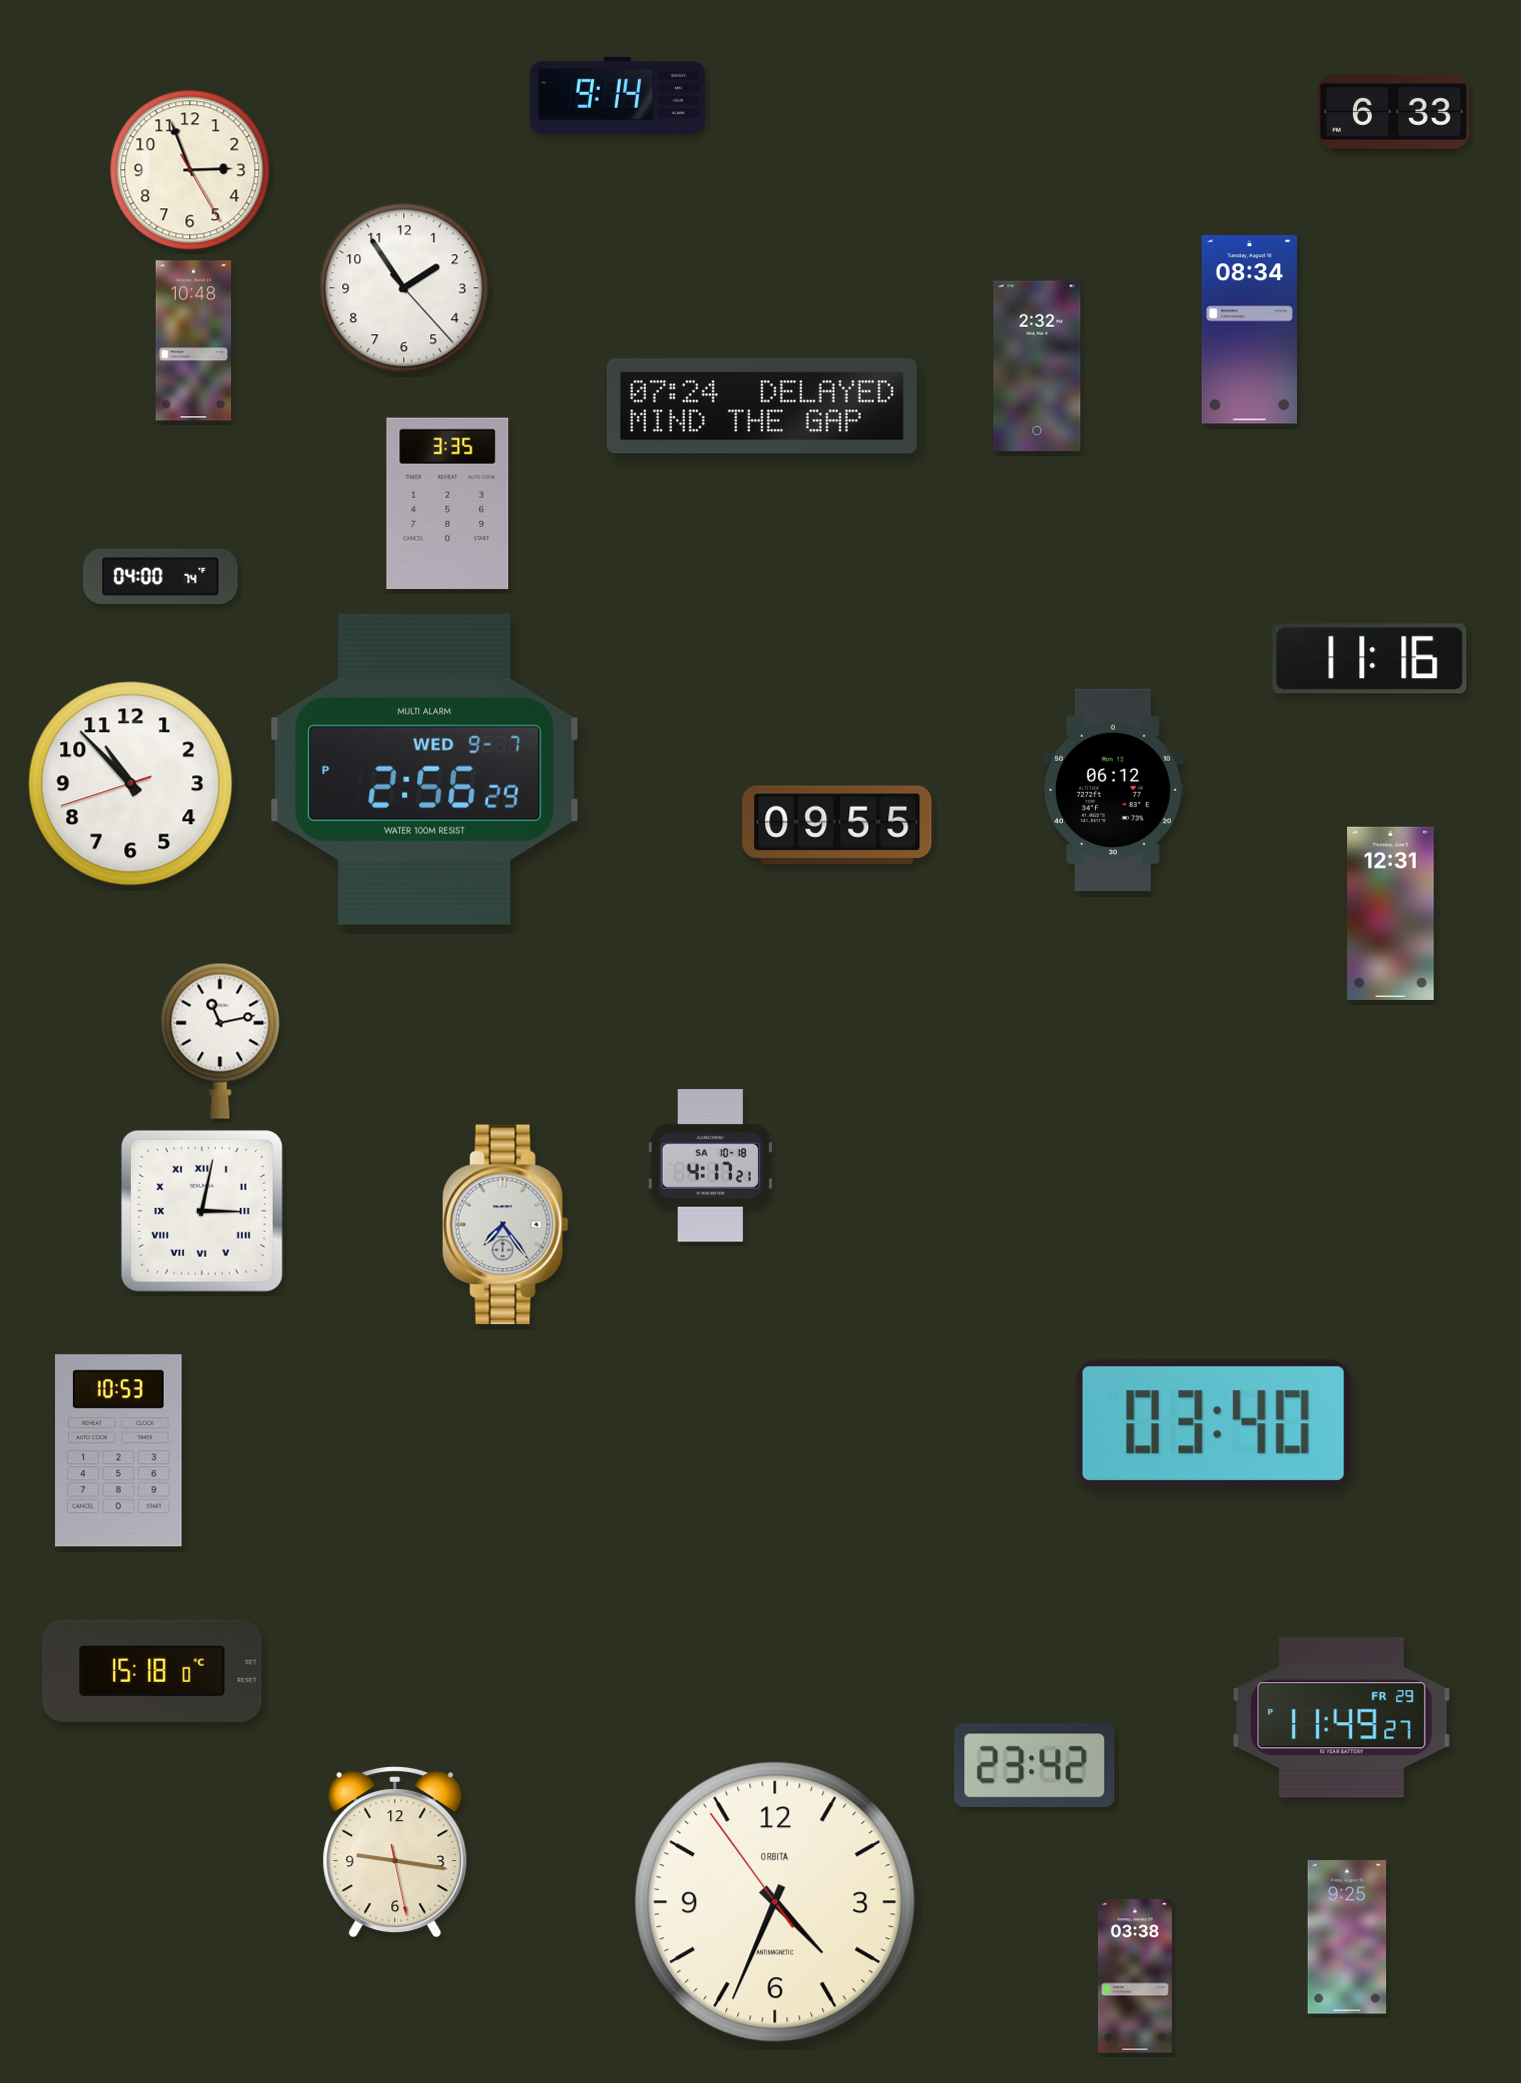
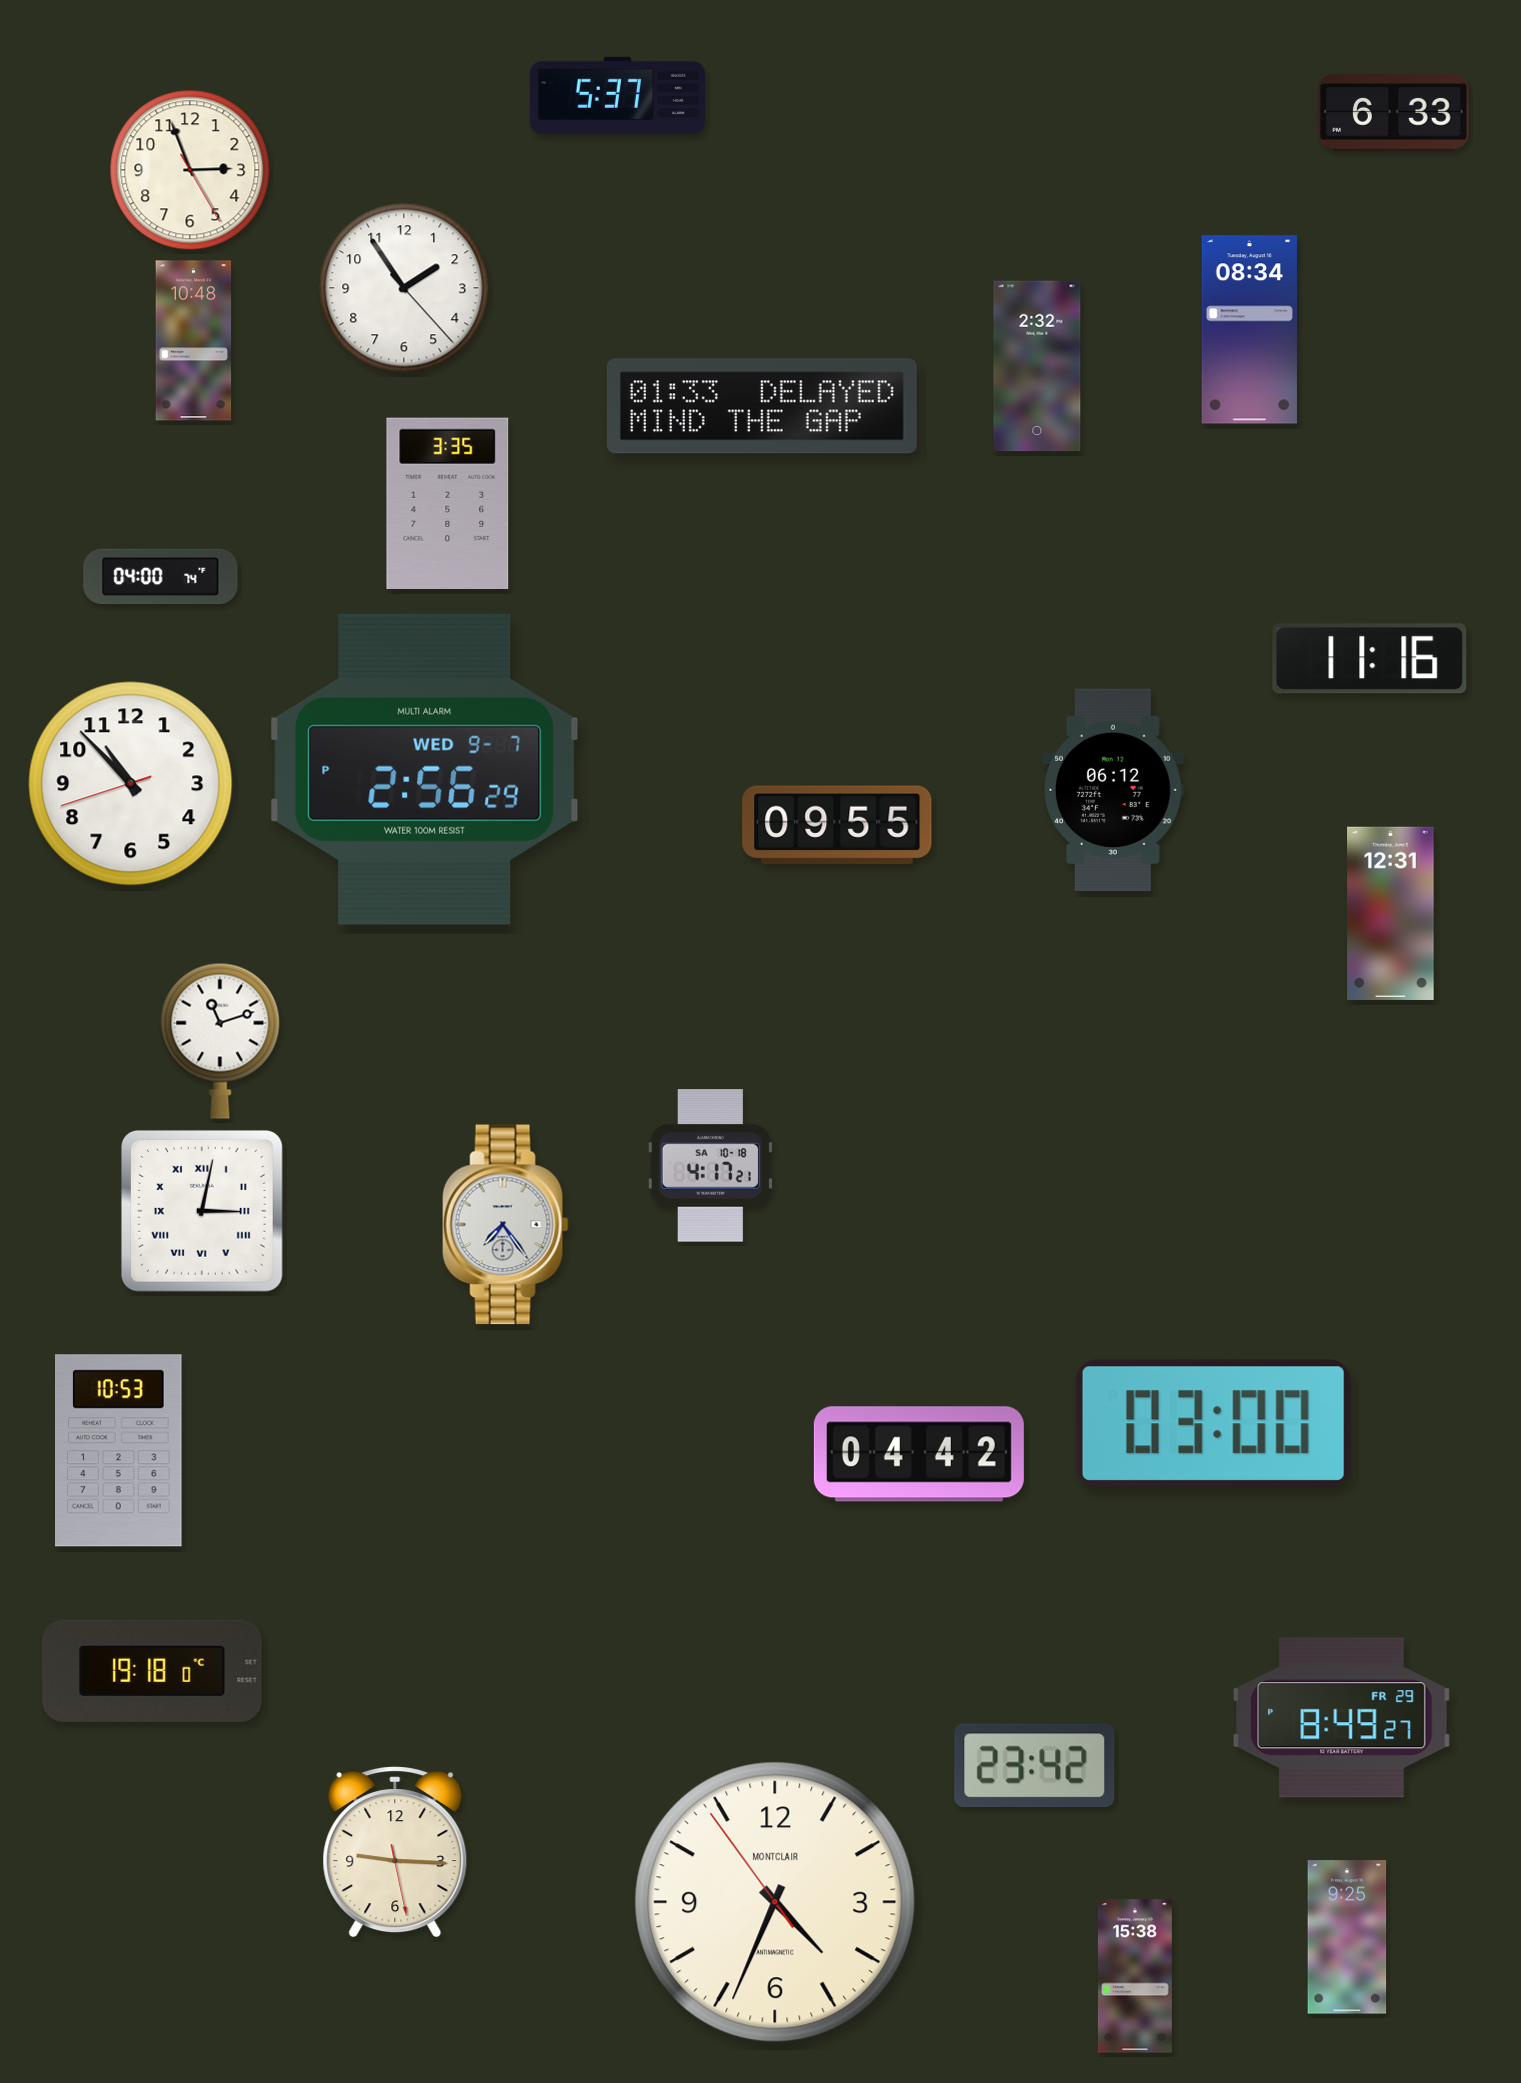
clock at (617, 95): 9:14 -> 5:37
clock at (762, 406): 07:24 -> 01:33
clock at (220, 1041): 11:13 -> 11:12
clock at (1213, 1423): 03:40 -> 03:00
clock at (919, 1454): none -> 04:42
clock at (152, 1671): 15:18 -> 19:18
clock at (1342, 1718): 11:49 -> 8:49
clock at (395, 1852): 9:16 -> 9:15
clock at (775, 1902) brand: ORBITA -> MONTCLAIR
clock at (1135, 1976): 03:38 -> 15:38
